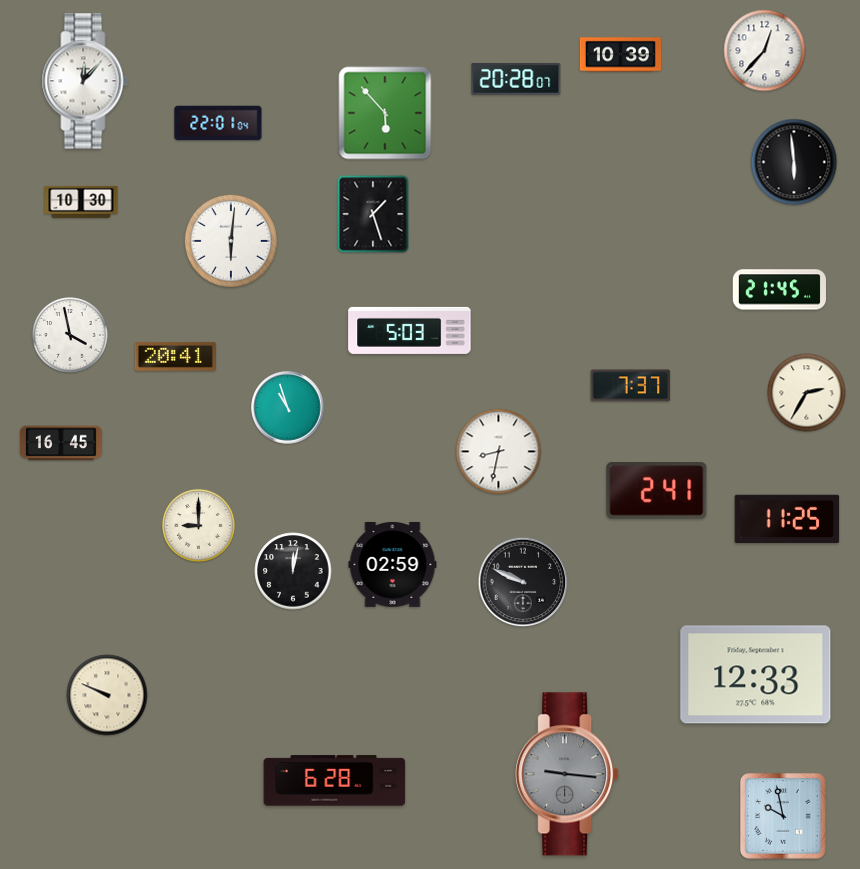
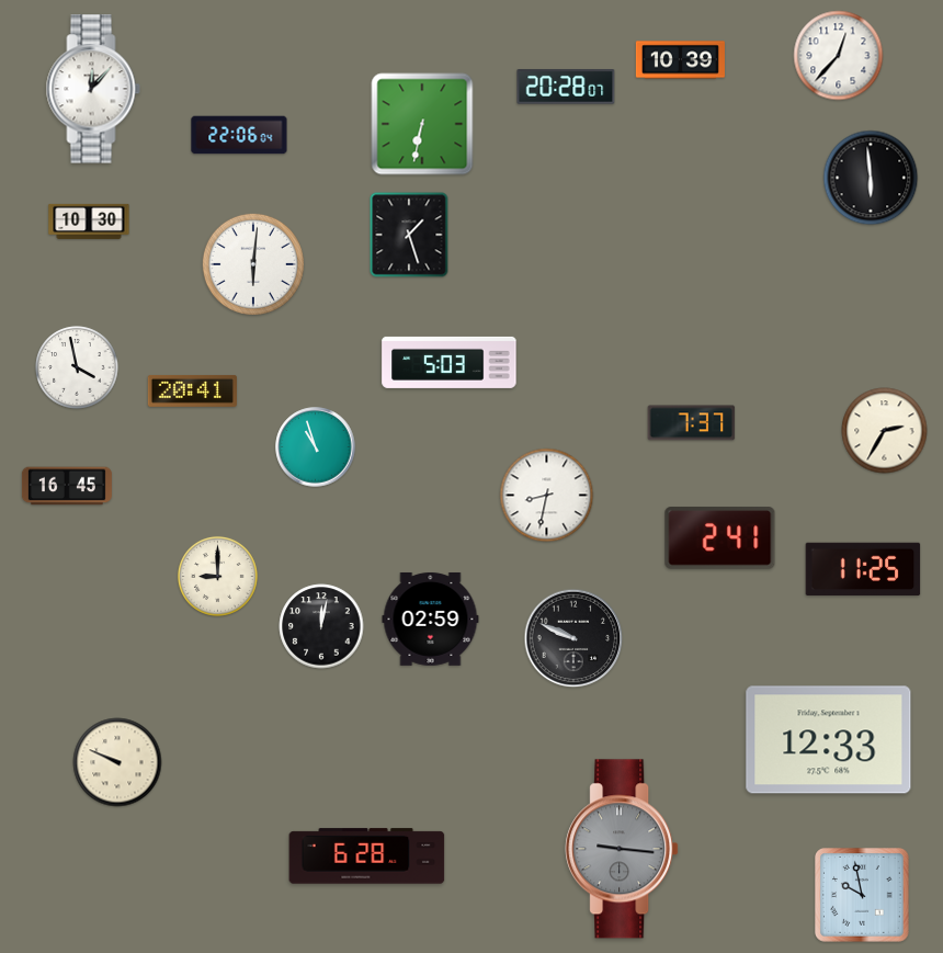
clock at (385, 113): 5:53 -> 6:32
clock at (218, 123): 22:01 -> 22:06
clock at (779, 290): 21:45 -> none
clock at (784, 817) position: (784, 817) -> (863, 896)
